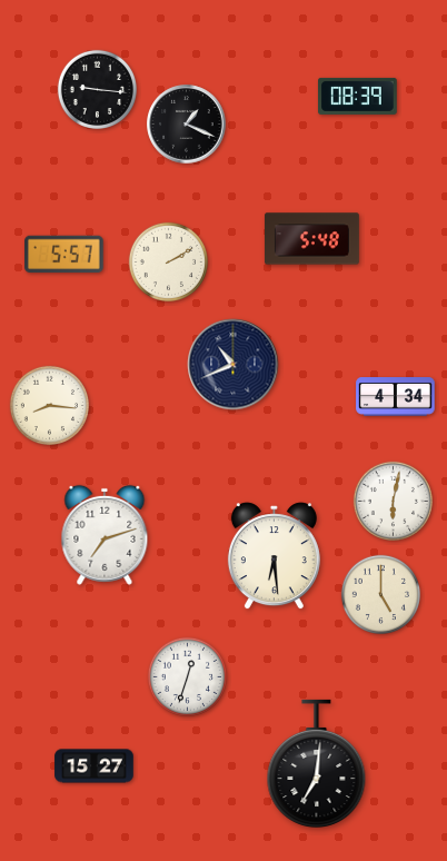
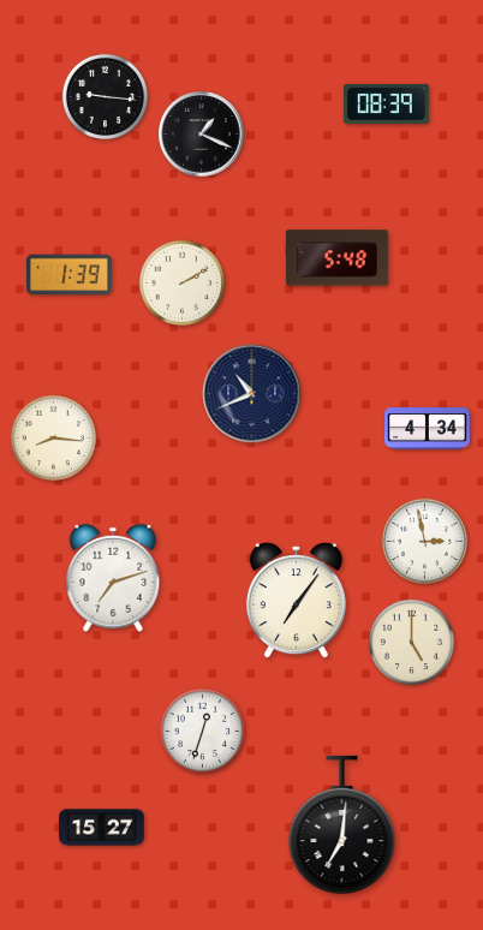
clock at (64, 255): 5:57 -> 1:39
clock at (393, 501): 6:02 -> 2:58
clock at (274, 556): 6:29 -> 7:06
